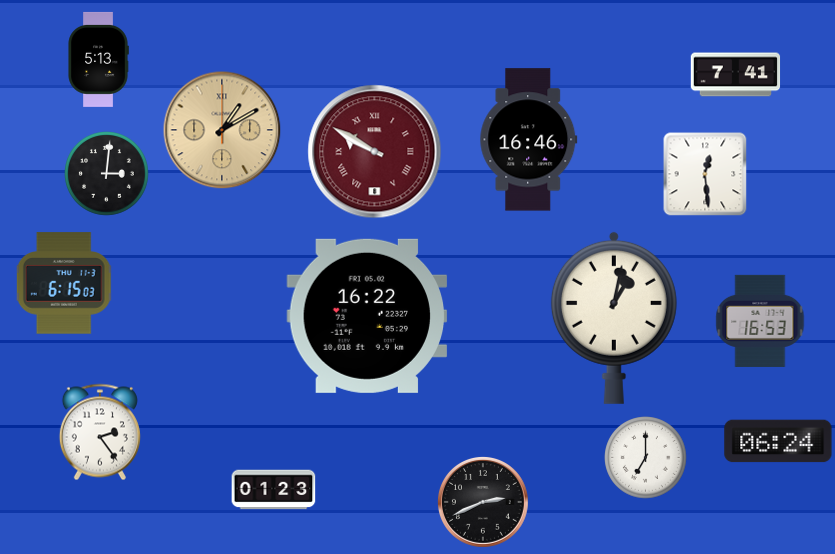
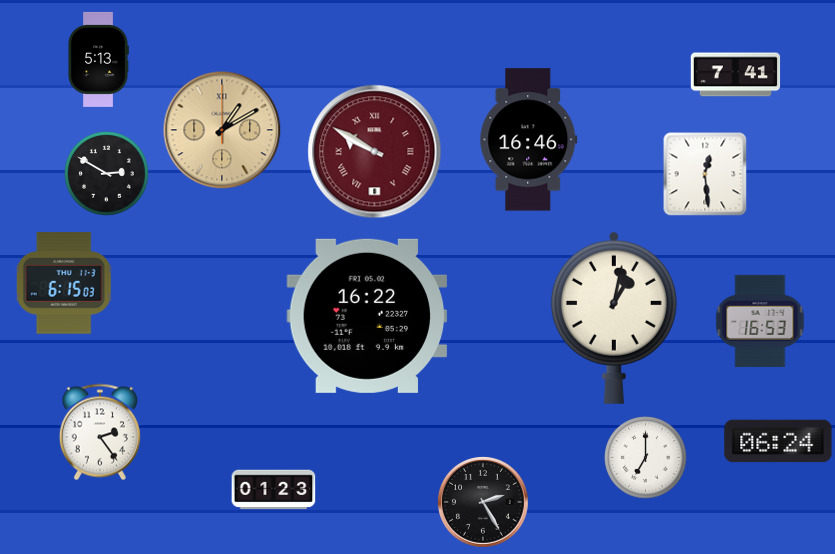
clock at (107, 174): 3:01 -> 2:50
clock at (483, 502): 2:41 -> 2:25
